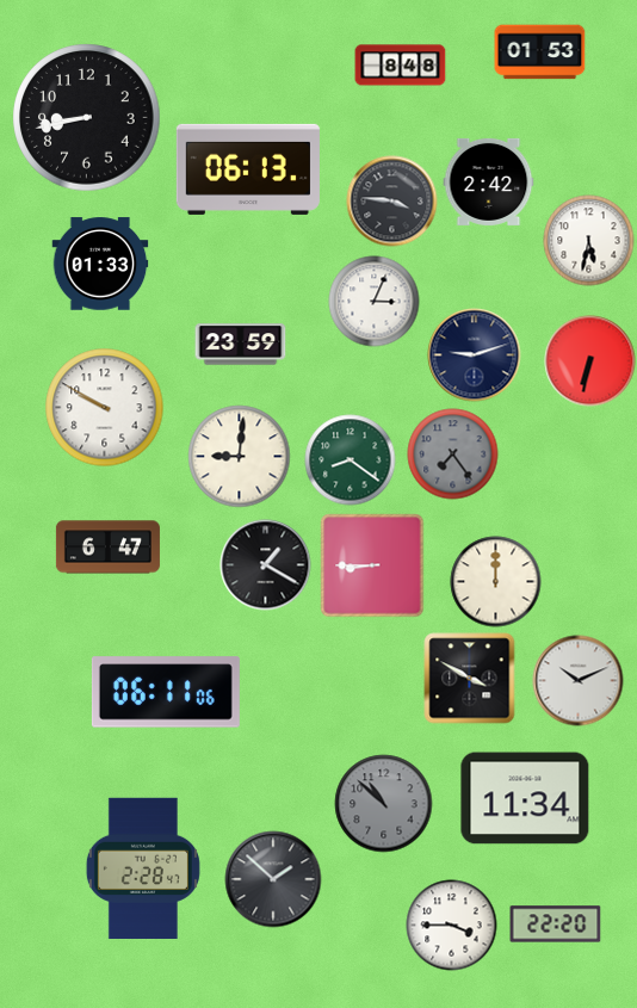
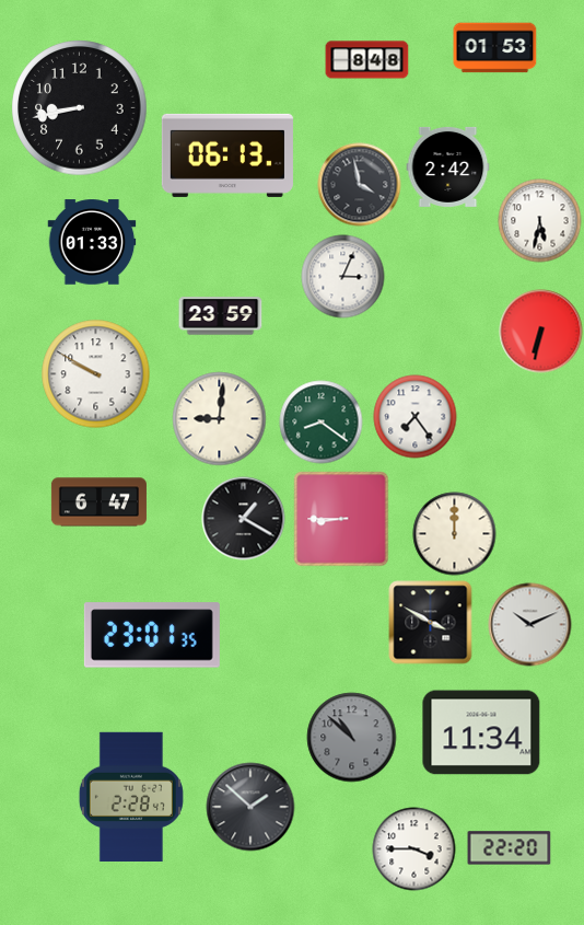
clock at (392, 202): 3:46 -> 3:58
clock at (475, 355): 9:12 -> none
clock at (453, 454) dial: grey -> white
clock at (166, 692): 06:11 -> 23:01
